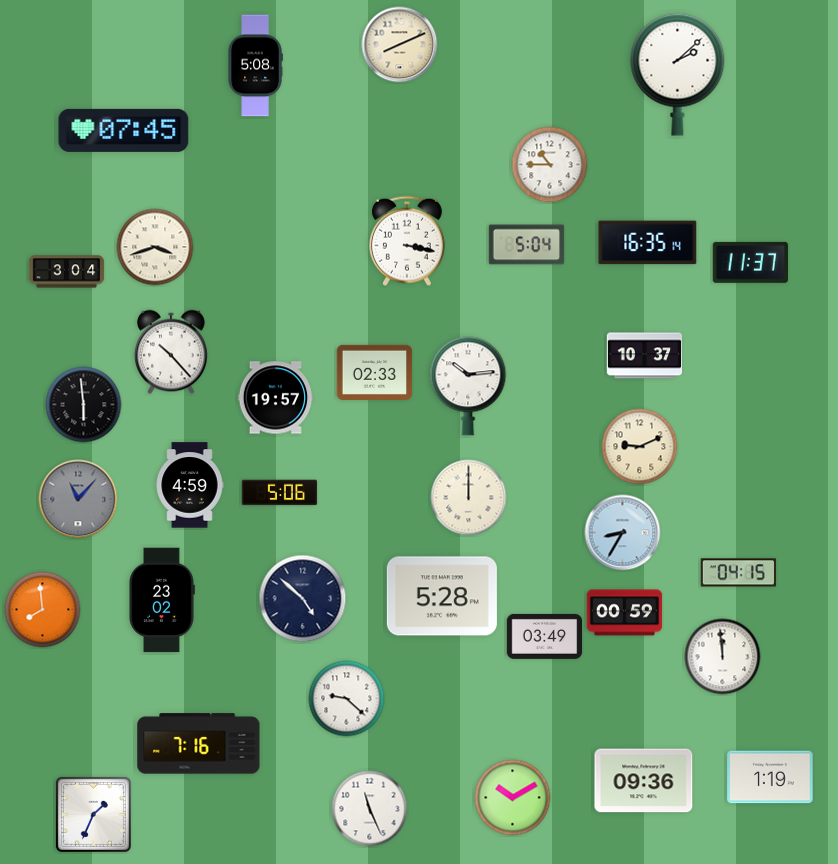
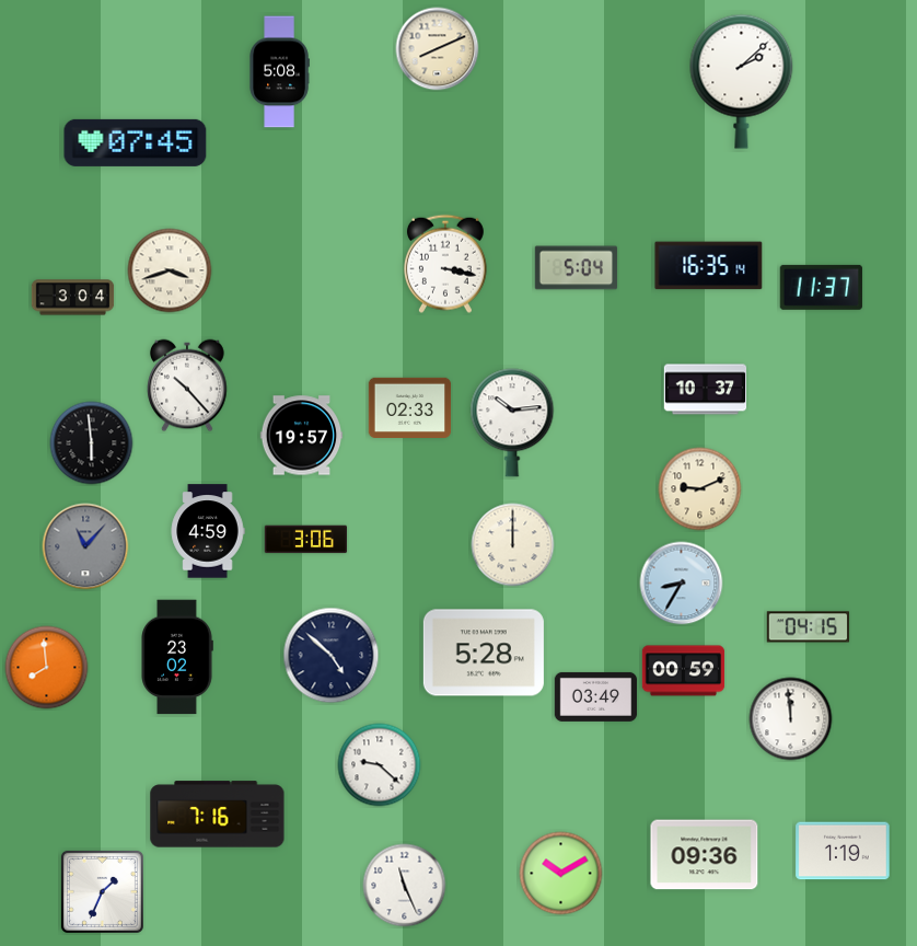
clock at (550, 165): 10:45 -> none
clock at (280, 493): 5:06 -> 3:06
